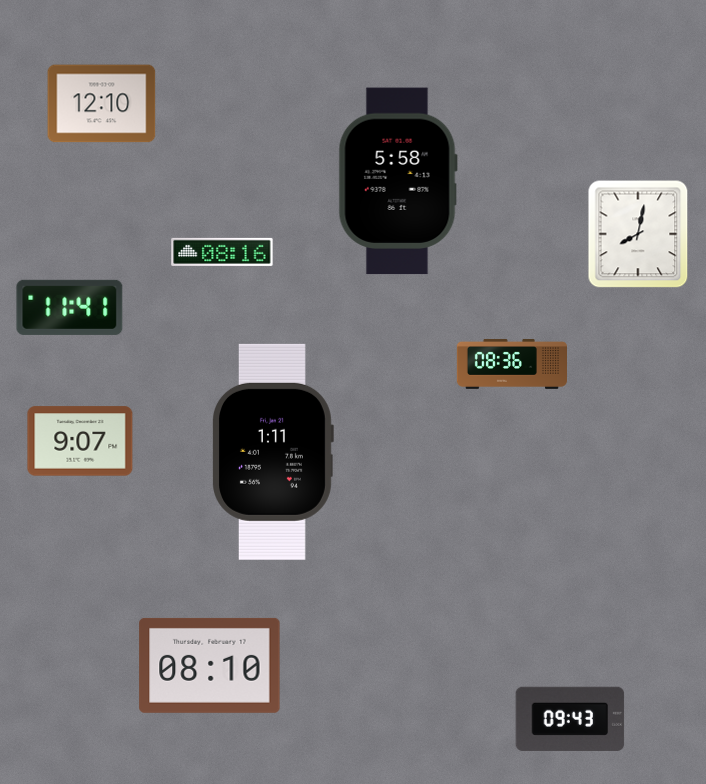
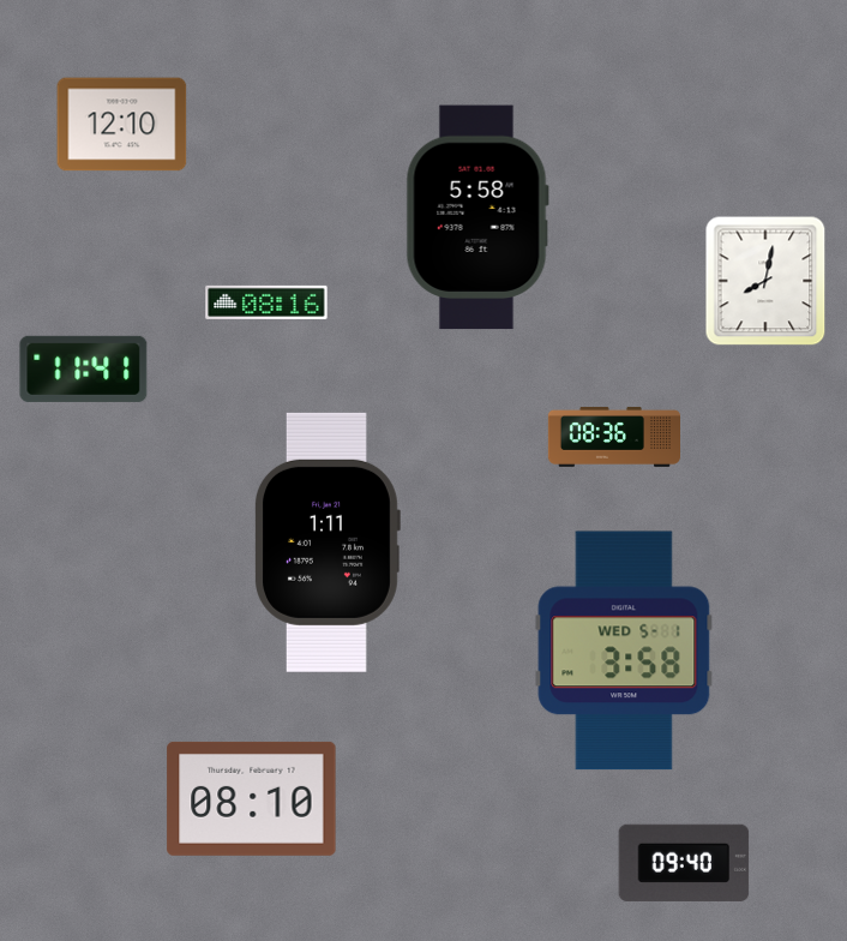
clock at (80, 441): 9:07 -> none
clock at (624, 651): none -> 3:58
clock at (570, 719): 09:43 -> 09:40
